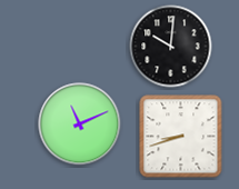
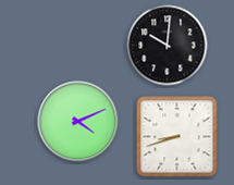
clock at (80, 125): 11:11 -> 4:11
clock at (181, 137) position: (181, 137) -> (177, 137)
